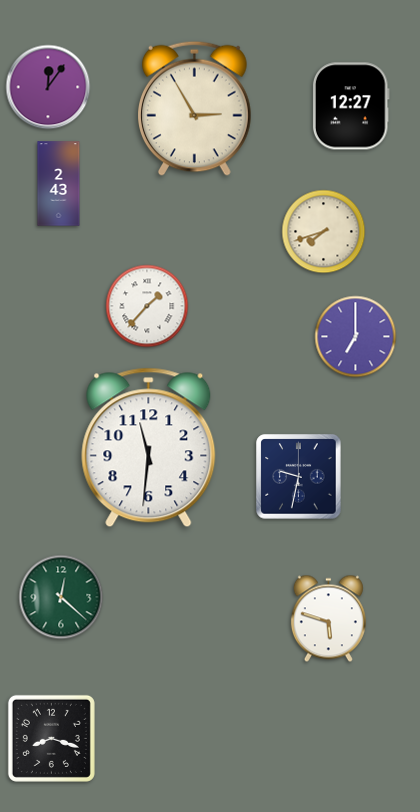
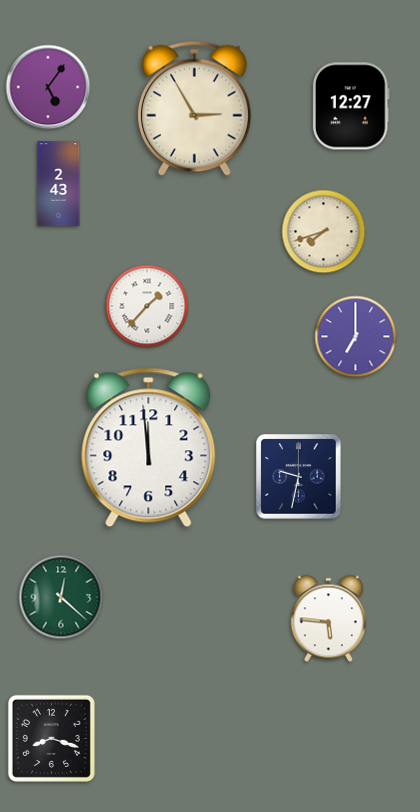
clock at (48, 87): 12:06 -> 5:06
clock at (149, 448): 11:31 -> 11:59
clock at (328, 619): 5:48 -> 5:46
